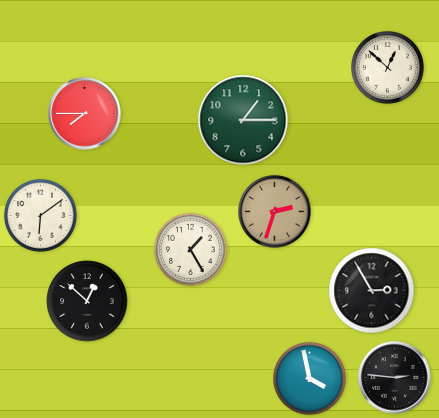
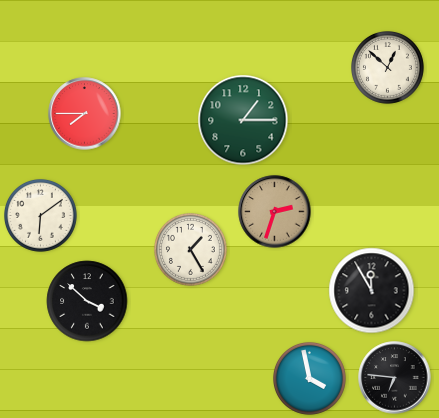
clock at (372, 291): 2:55 -> 11:55
clock at (87, 301): 12:52 -> 3:52
clock at (395, 378): 2:46 -> 6:46
